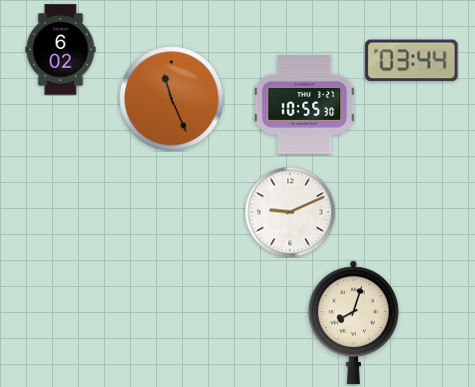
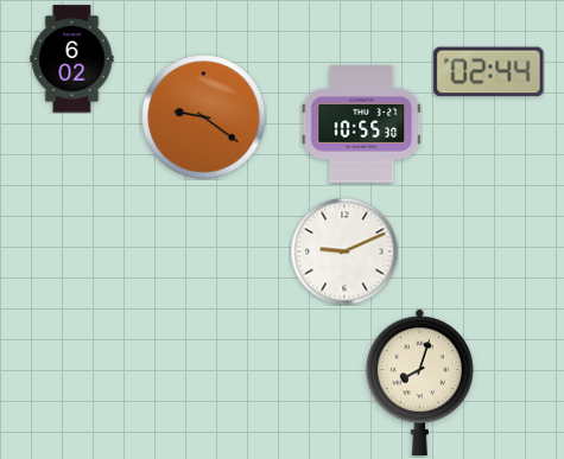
clock at (412, 61): 03:44 -> 02:44
clock at (172, 99): 11:26 -> 9:21
